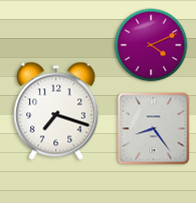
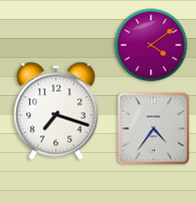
clock at (151, 45): 4:11 -> 4:09
clock at (154, 129): 8:24 -> 4:36
